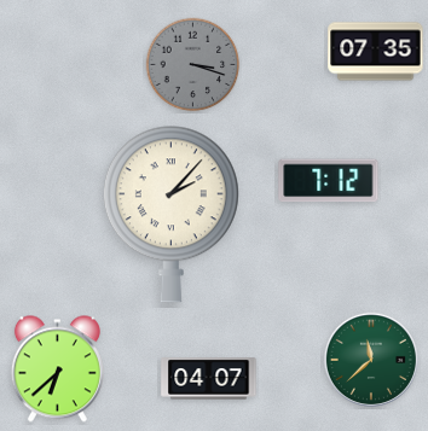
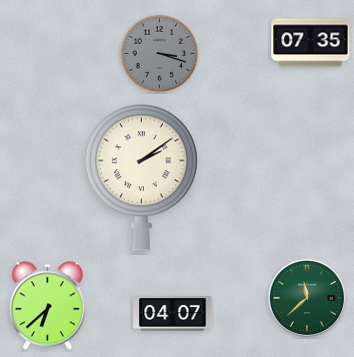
clock at (329, 181): 7:12 -> none
clock at (170, 215): 2:07 -> 2:09
